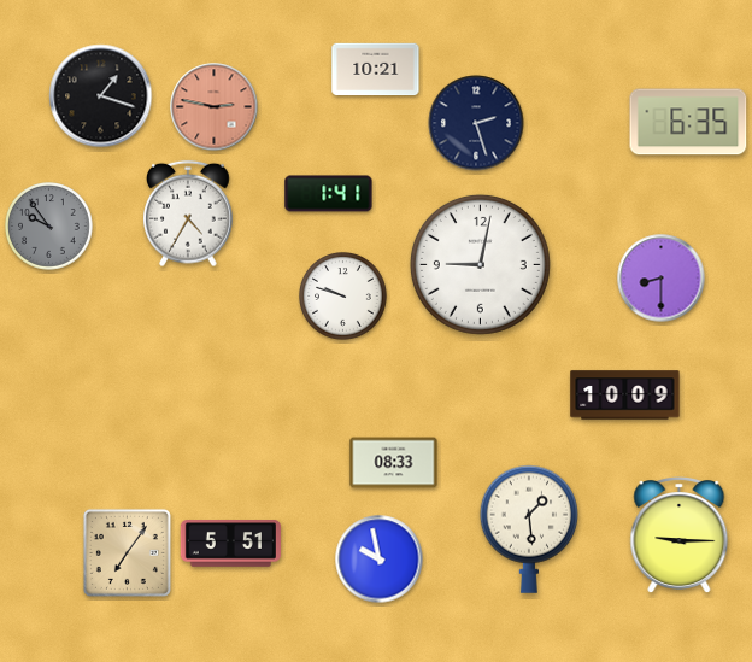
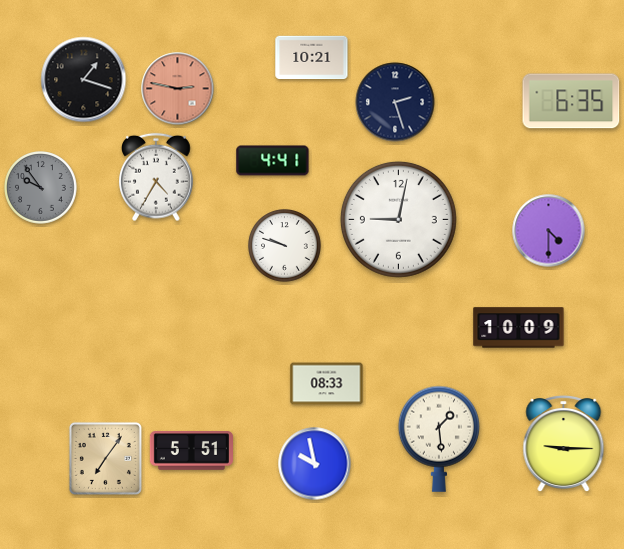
clock at (329, 194): 1:41 -> 4:41
clock at (662, 279): 8:30 -> 4:30
